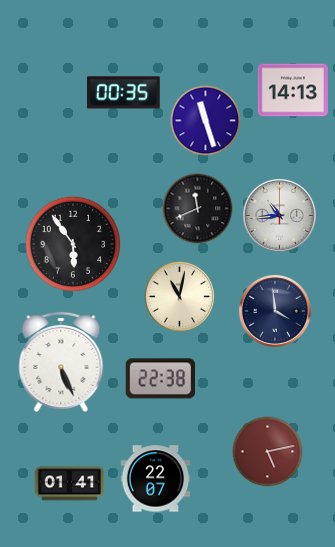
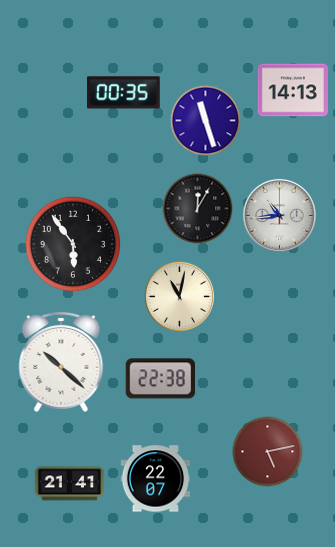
clock at (198, 209): 11:41 -> 12:05
clock at (275, 311): 3:59 -> none
clock at (61, 362): 5:26 -> 10:22
clock at (70, 484): 01:41 -> 21:41
